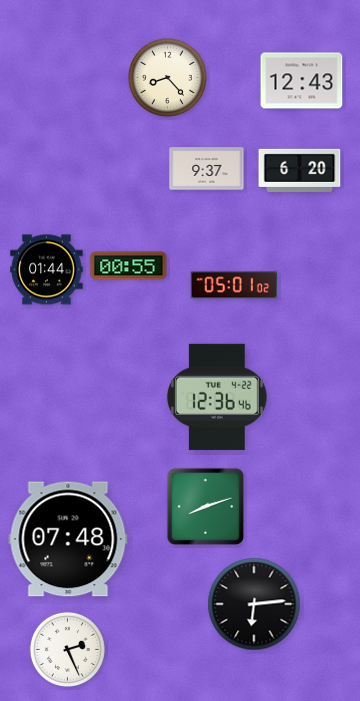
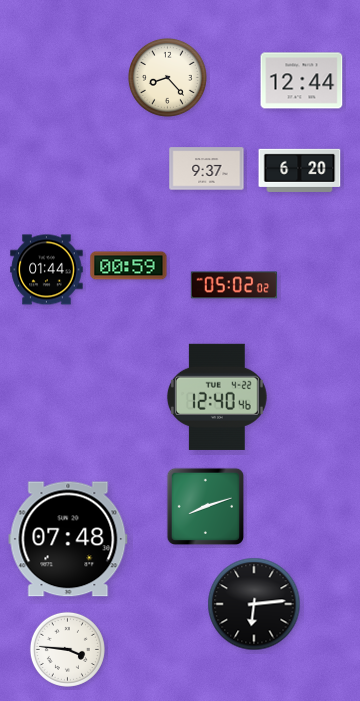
clock at (302, 81): 12:43 -> 12:44
clock at (129, 266): 00:55 -> 00:59
clock at (234, 285): 05:01 -> 05:02
clock at (217, 397): 12:36 -> 12:40
clock at (67, 649): 2:26 -> 3:46
